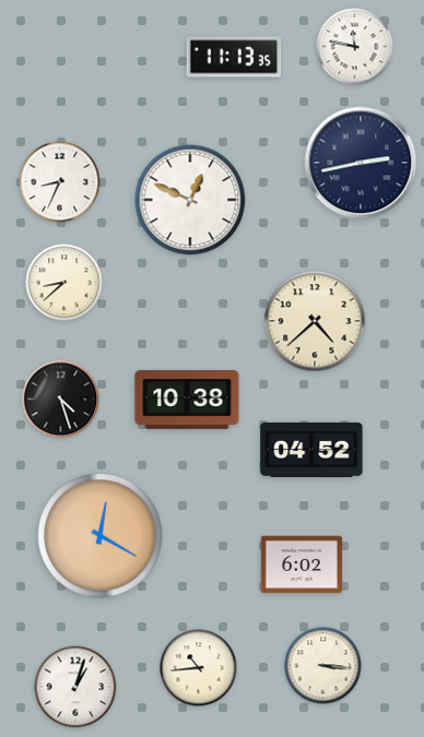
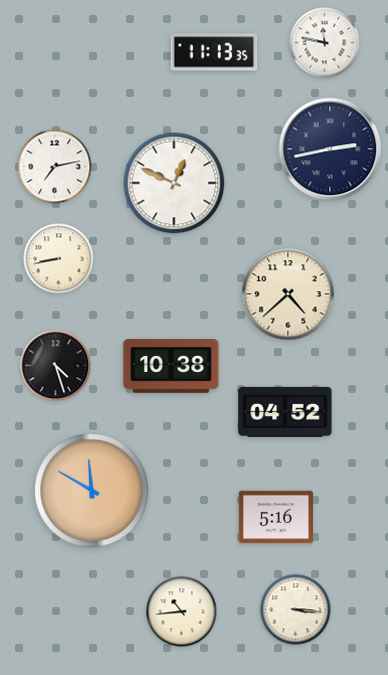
clock at (60, 182): 8:34 -> 7:13
clock at (64, 283): 8:38 -> 8:43
clock at (101, 536): 12:20 -> 11:50
clock at (301, 564): 6:02 -> 5:16
clock at (75, 687): 1:03 -> none
